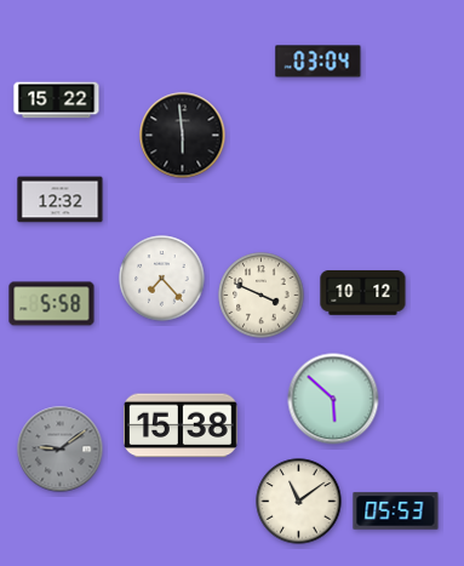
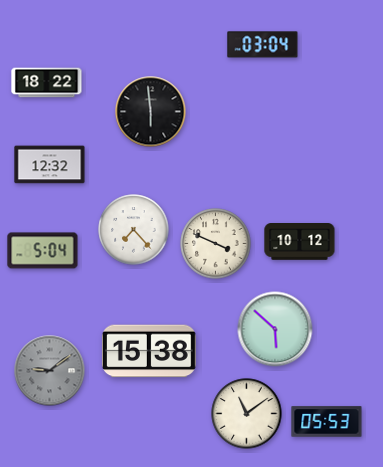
clock at (319, 62) position: (319, 62) -> (263, 45)
clock at (57, 101): 15:22 -> 18:22
clock at (52, 304): 5:58 -> 5:04
